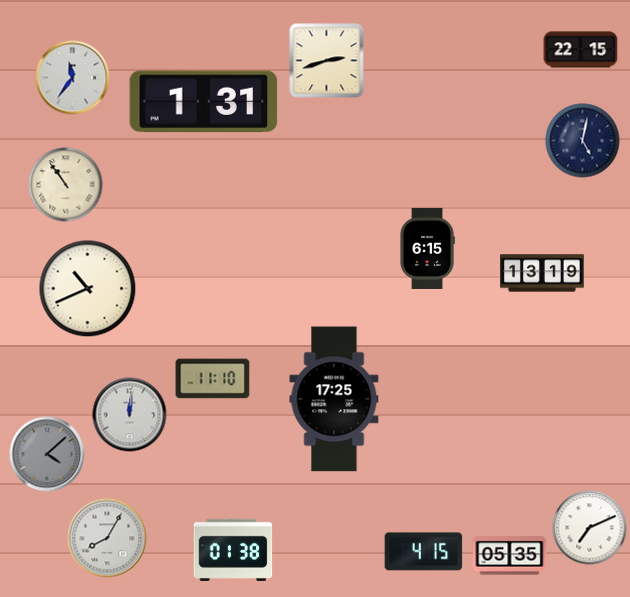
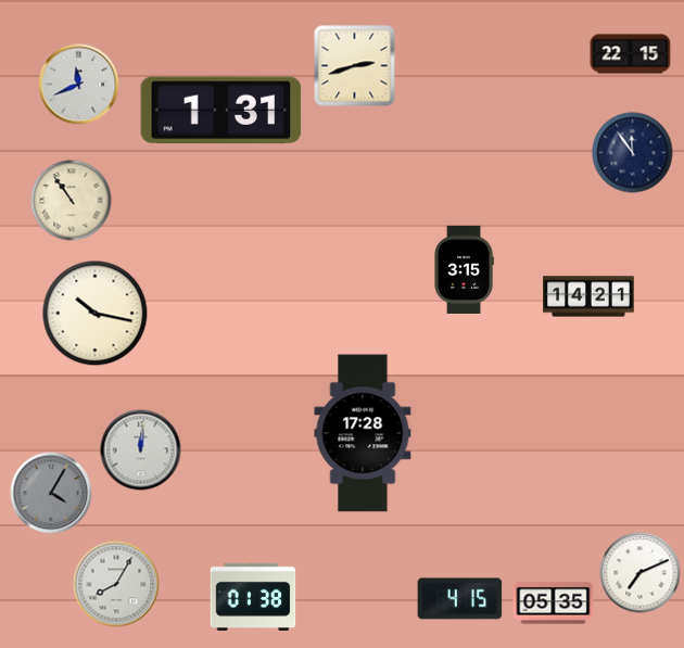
clock at (73, 78): 11:36 -> 11:41
clock at (583, 141): 5:02 -> 11:54
clock at (427, 248): 6:15 -> 3:15
clock at (543, 273): 13:19 -> 14:21
clock at (88, 289): 10:41 -> 10:17
clock at (213, 379): 11:10 -> none
clock at (334, 399): 17:25 -> 17:28
clock at (47, 454): 4:08 -> 4:05
